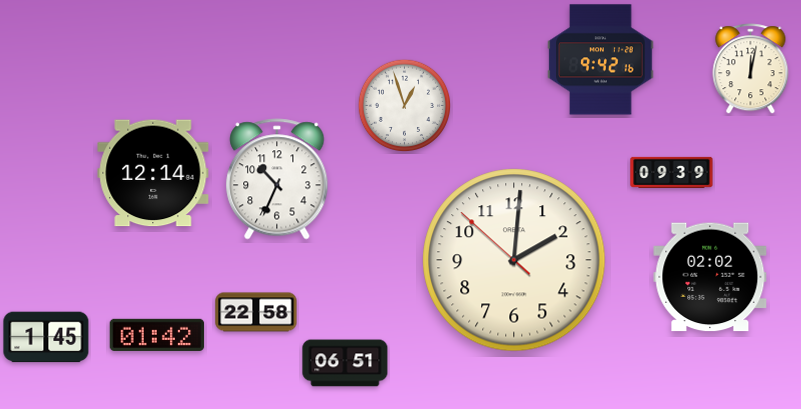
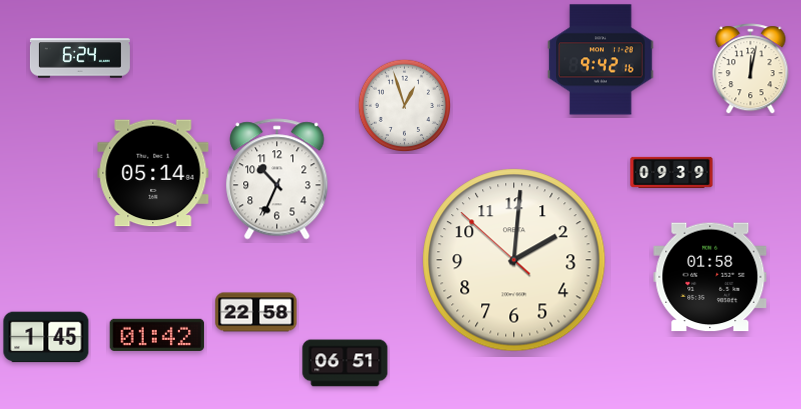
clock at (80, 58): none -> 6:24
clock at (153, 173): 12:14 -> 05:14
clock at (710, 277): 02:02 -> 01:58
